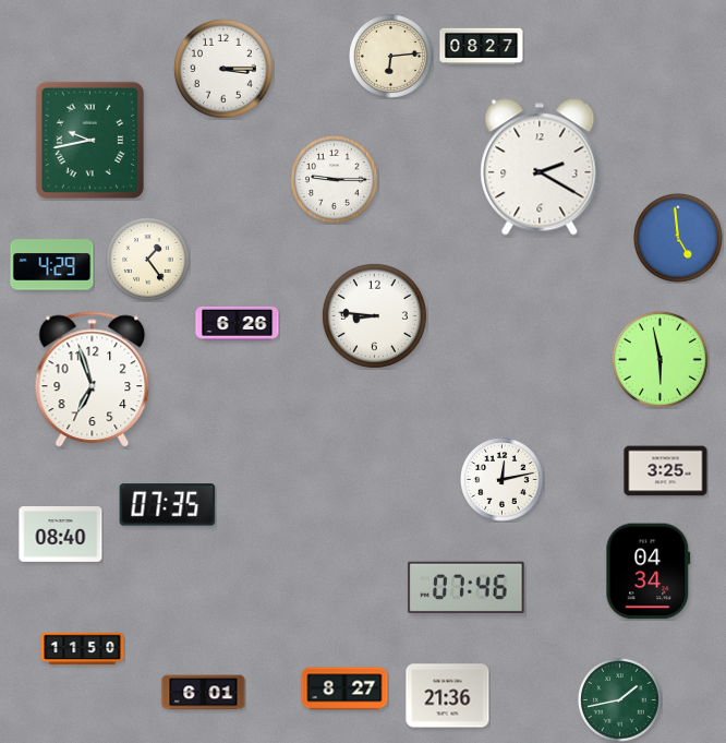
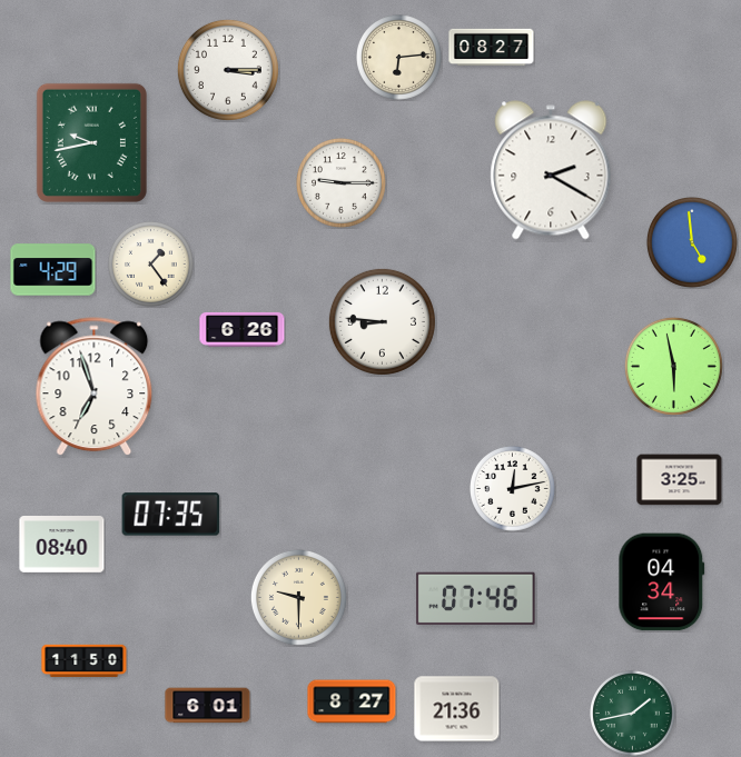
clock at (298, 597): none -> 9:30
